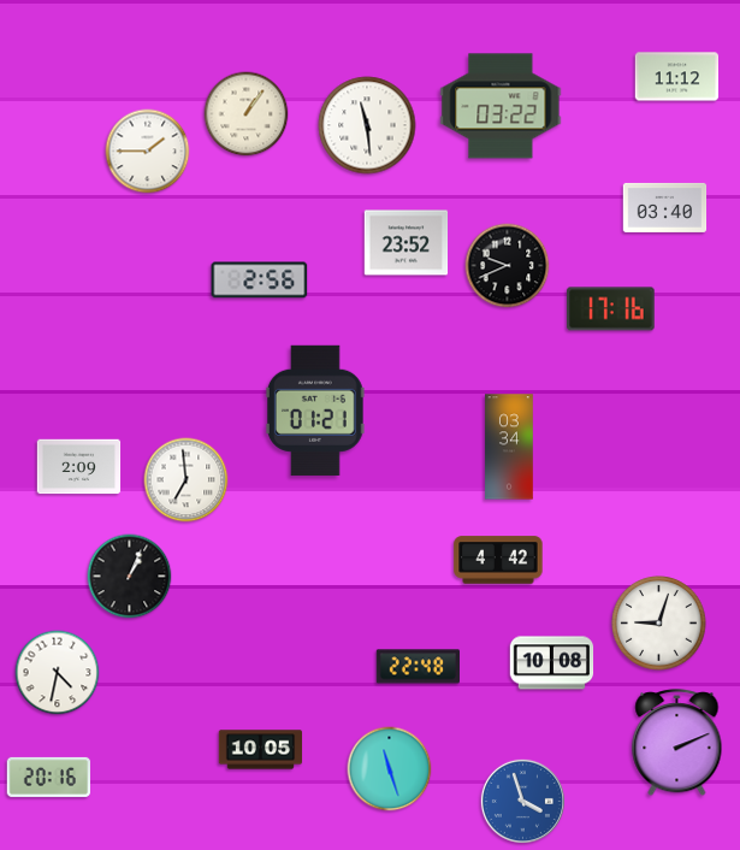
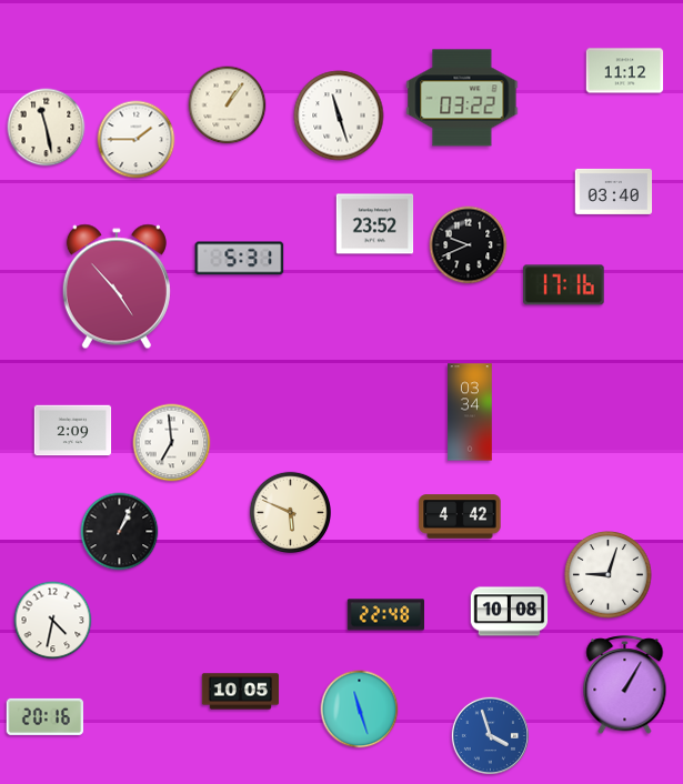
clock at (367, 125): 11:29 -> 11:27
clock at (47, 128): none -> 11:28
clock at (260, 281): 2:56 -> 5:31
clock at (117, 287): none -> 4:53
clock at (315, 411): 01:21 -> none
clock at (291, 513): none -> 5:49
clock at (677, 743): 2:11 -> 1:05
clock at (522, 801) position: (522, 801) -> (490, 735)
